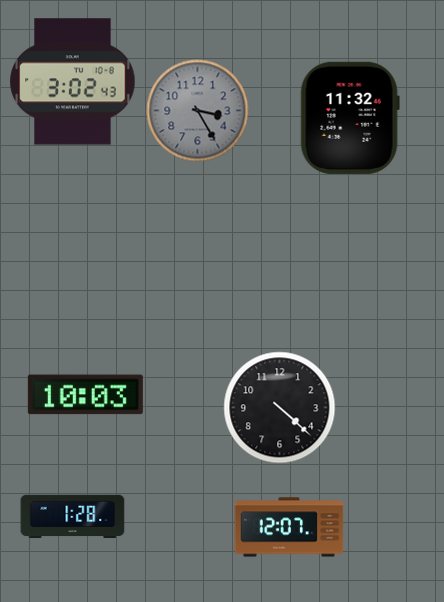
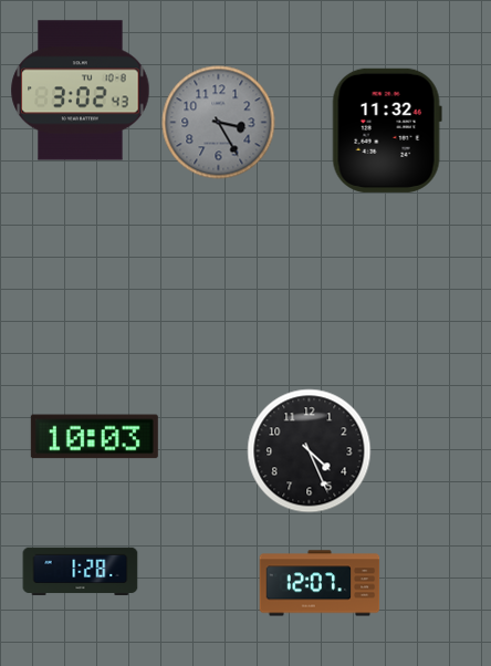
clock at (280, 408): 4:22 -> 4:26
